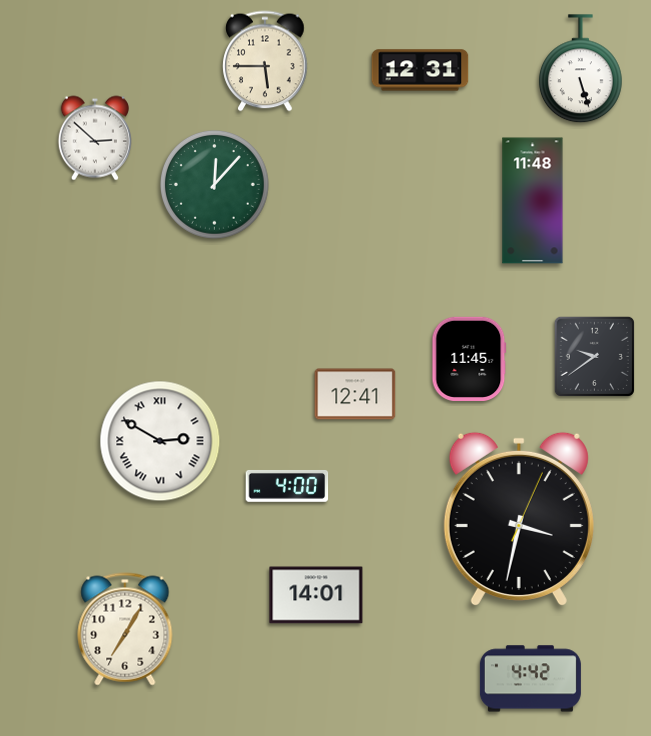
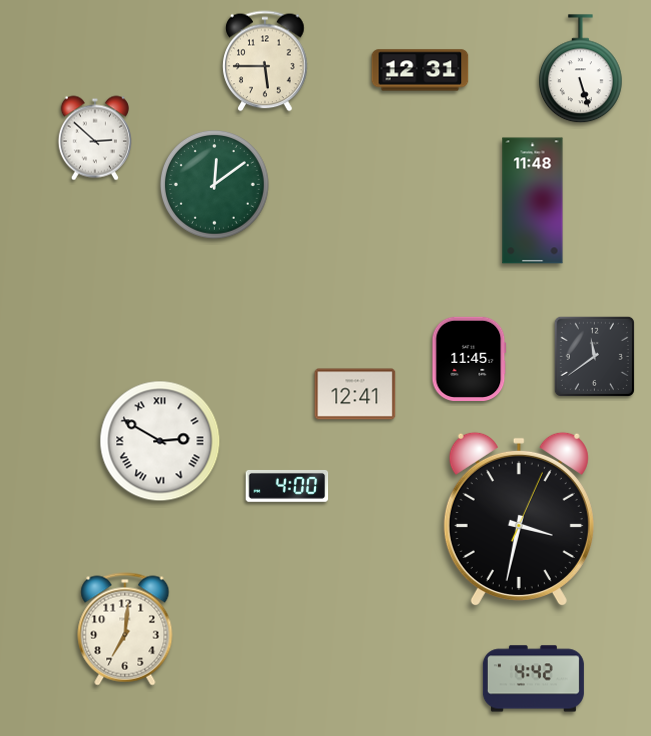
clock at (214, 184): 12:07 -> 12:09
clock at (594, 356): 9:39 -> 11:39
clock at (316, 595): 14:01 -> none
clock at (125, 629): 7:05 -> 7:01
clock at (530, 679) position: (530, 679) -> (533, 679)
